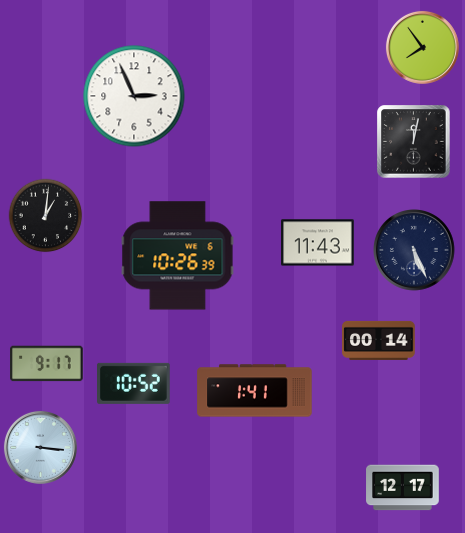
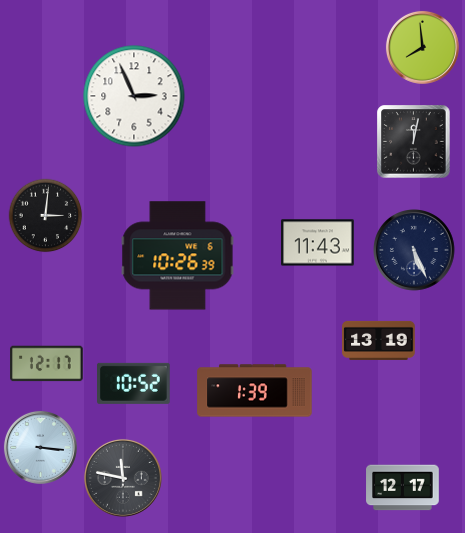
clock at (422, 47): 7:54 -> 7:59
clock at (46, 216): 1:01 -> 3:01
clock at (379, 340): 00:14 -> 13:19
clock at (47, 364): 9:17 -> 12:17
clock at (255, 391): 1:41 -> 1:39
clock at (123, 478): none -> 11:47
